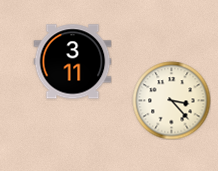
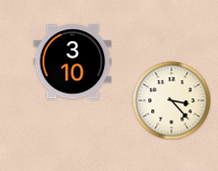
clock at (72, 62): 3:11 -> 3:10
